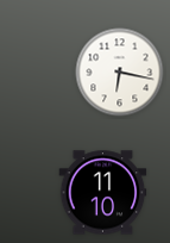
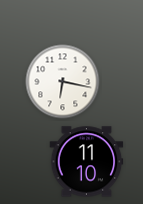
clock at (120, 73) position: (120, 73) -> (63, 82)
